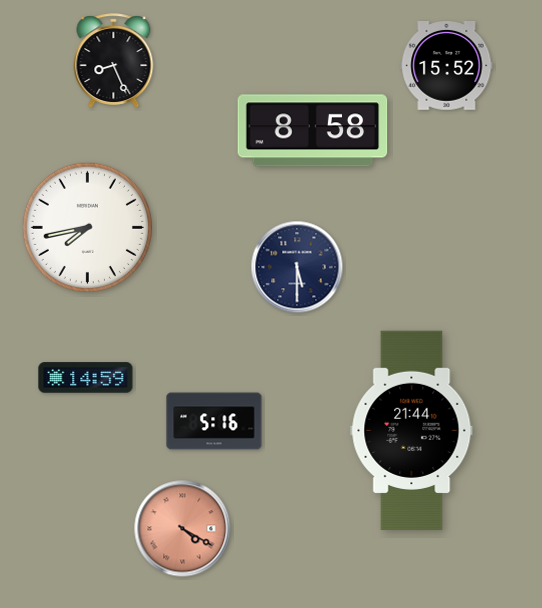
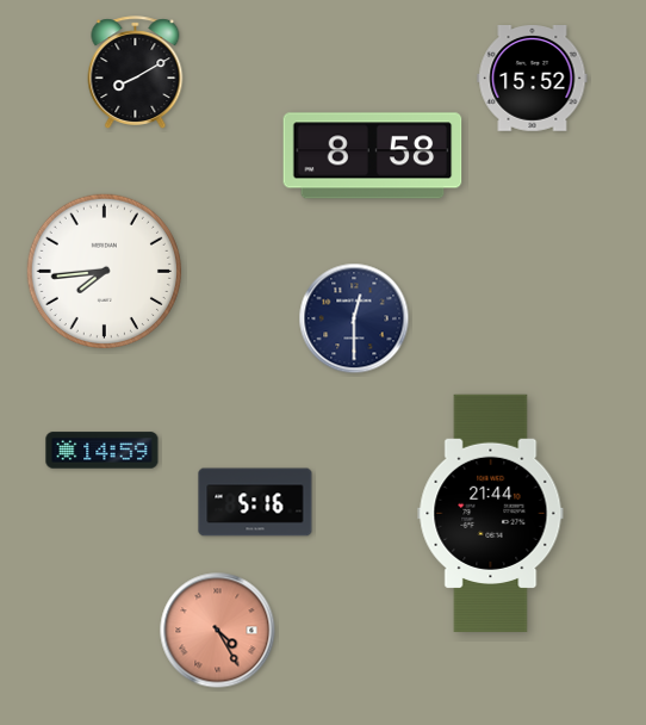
clock at (114, 60): 8:26 -> 8:10
clock at (87, 227): 7:43 -> 7:44
clock at (297, 267): 5:30 -> 12:30
clock at (183, 529): 4:20 -> 4:25
